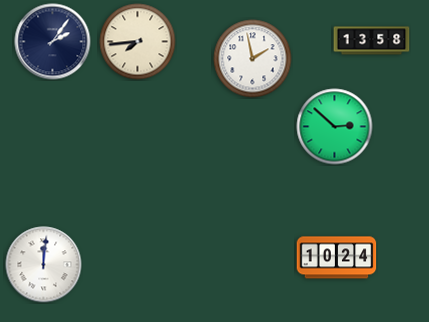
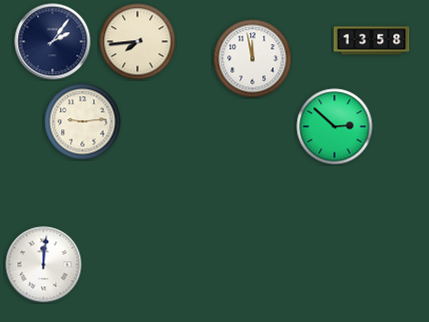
clock at (253, 59): 1:58 -> 11:58
clock at (83, 122): none -> 9:14
clock at (337, 258): 10:24 -> none
